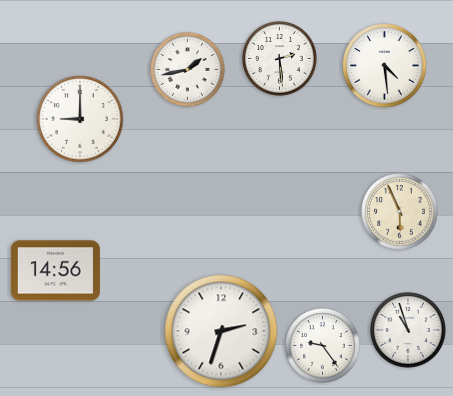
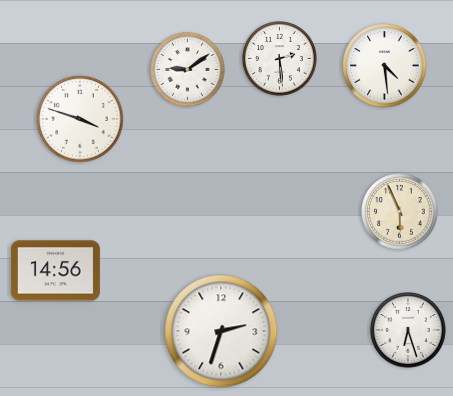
clock at (188, 70): 1:43 -> 9:09
clock at (80, 119): 9:00 -> 3:48
clock at (408, 330): 10:57 -> 6:27
clock at (323, 346): 9:24 -> none
